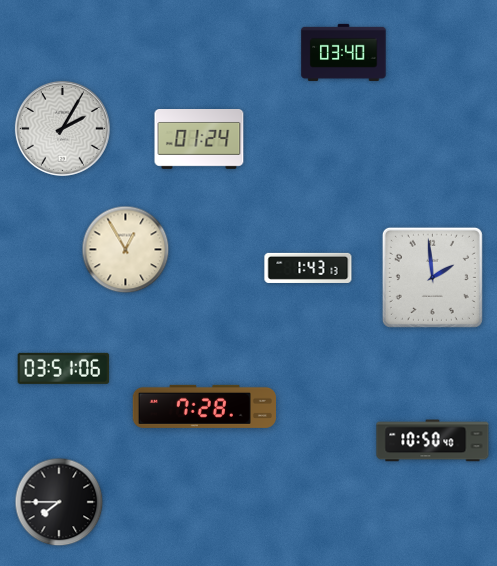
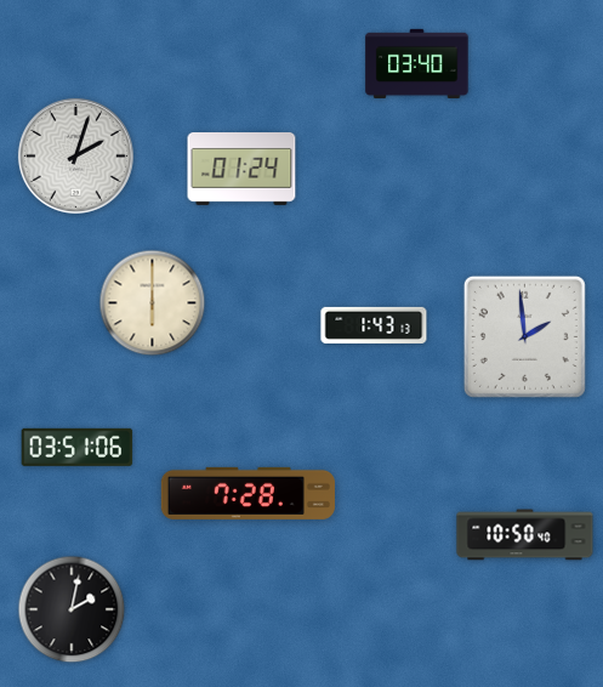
clock at (62, 128): 2:05 -> 2:03
clock at (126, 250): 12:55 -> 6:00
clock at (59, 502): 7:45 -> 2:02
